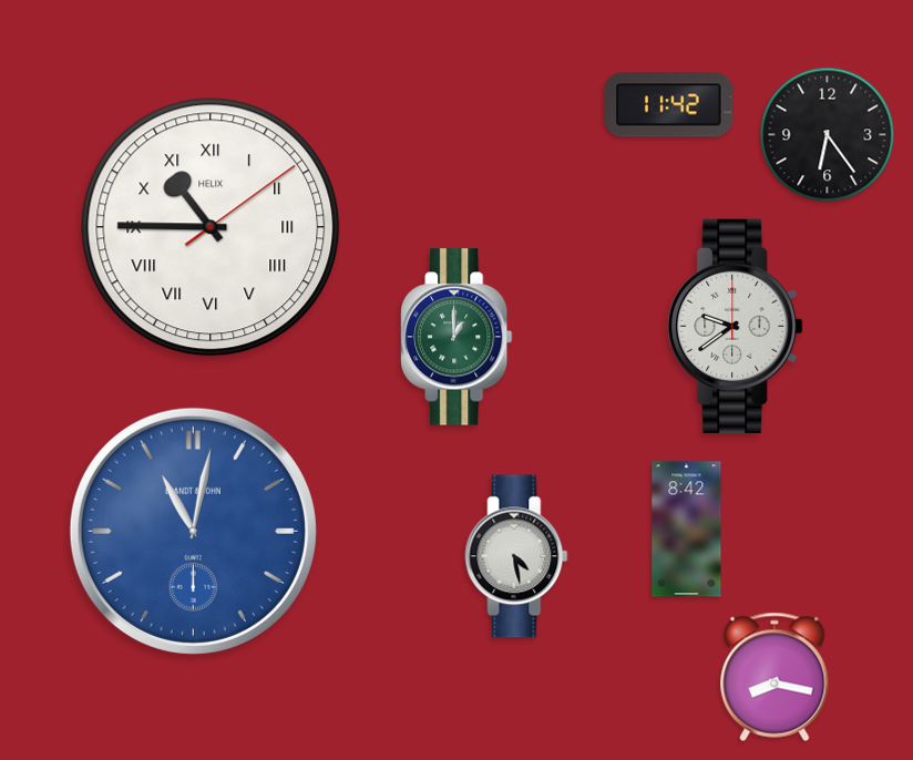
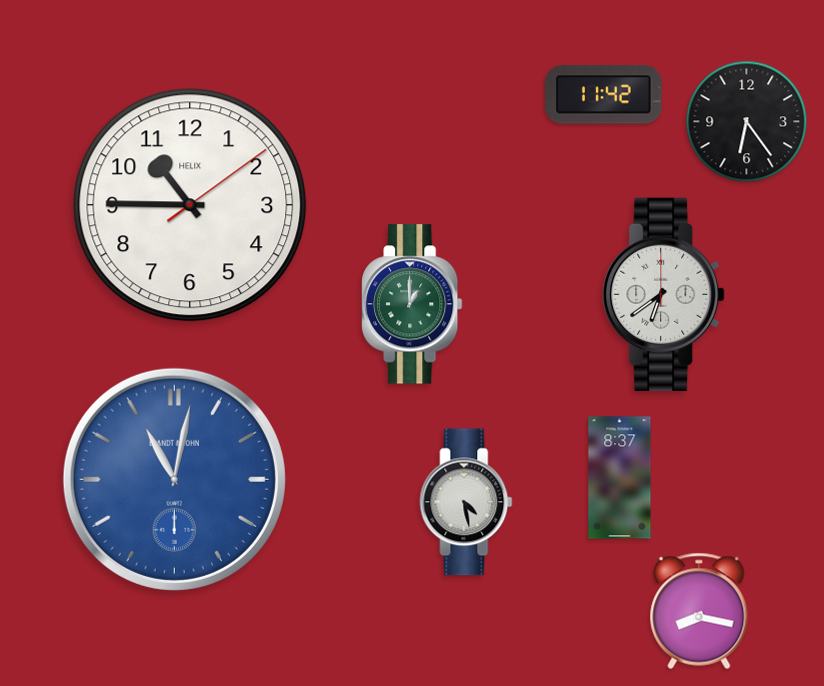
clock at (211, 227) numerals: Roman -> Arabic
clock at (736, 326): 9:39 -> 6:39
clock at (687, 530): 8:42 -> 8:37
